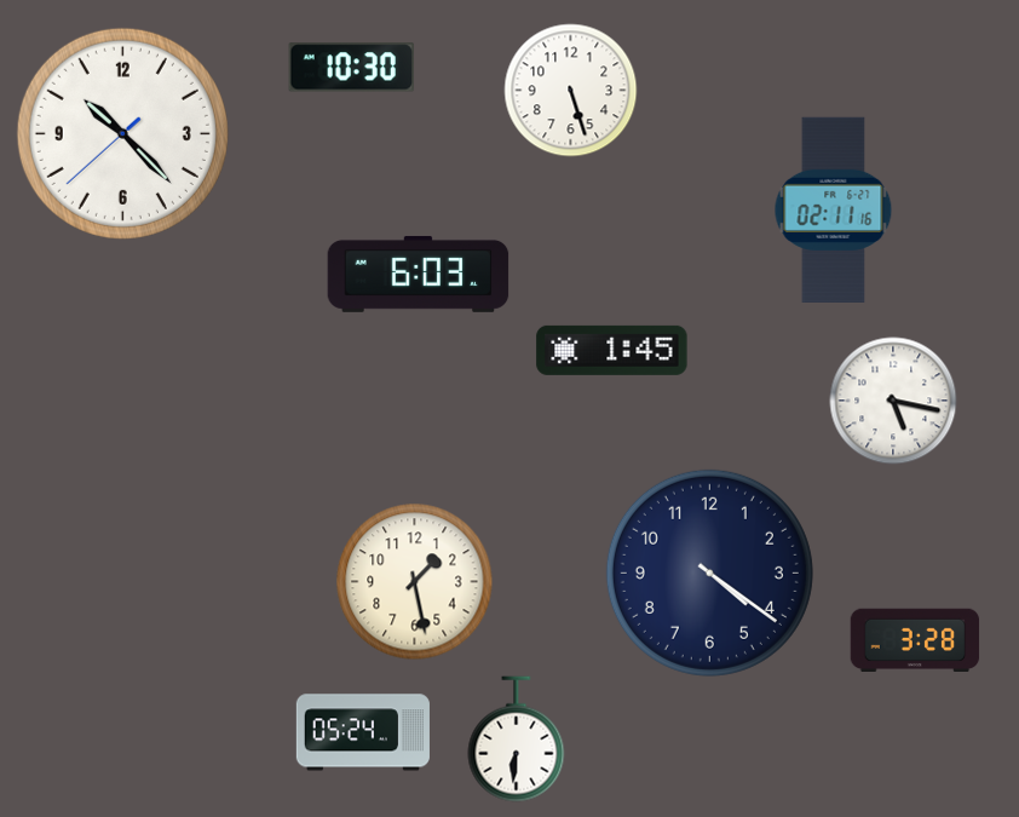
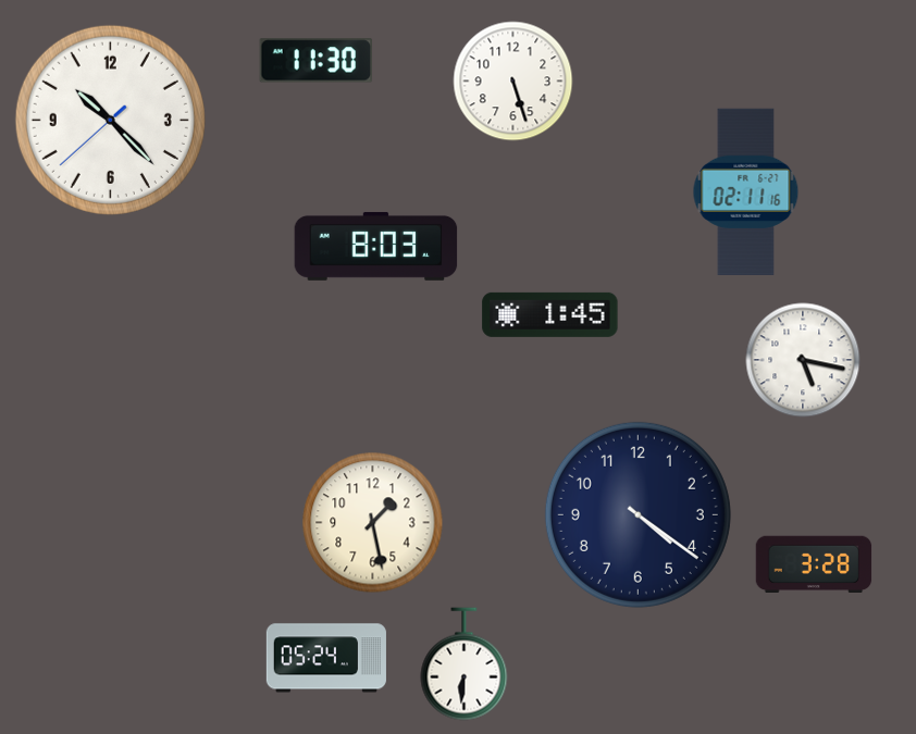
clock at (352, 68): 10:30 -> 11:30
clock at (834, 209) position: (834, 209) -> (746, 191)
clock at (419, 274): 6:03 -> 8:03
clock at (915, 640) position: (915, 640) -> (814, 564)
